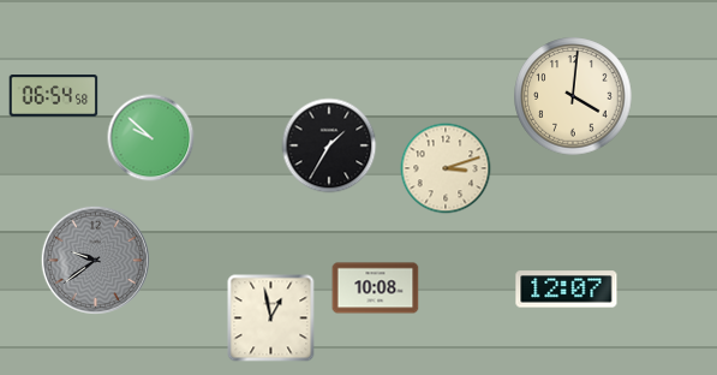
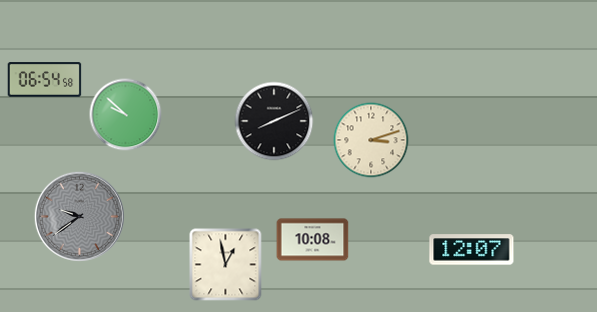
clock at (573, 96): 4:01 -> none
clock at (329, 145): 1:35 -> 8:11
clock at (567, 290) position: (567, 290) -> (472, 250)
